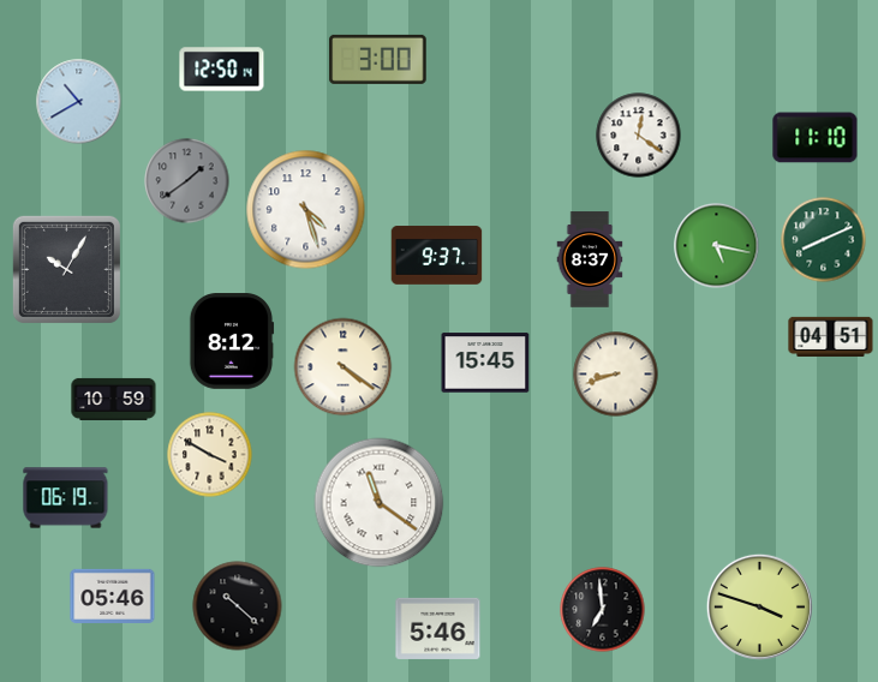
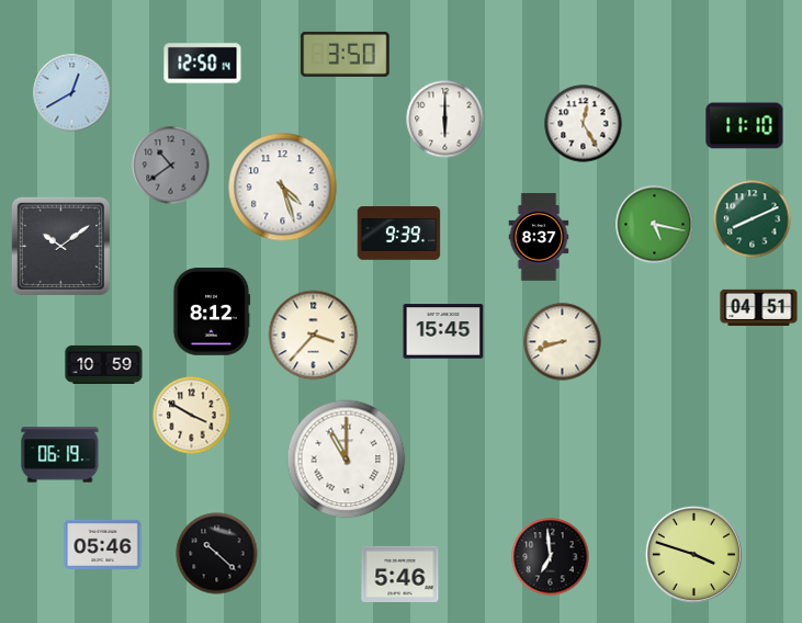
clock at (378, 59): 3:00 -> 3:50
clock at (79, 102): 10:40 -> 12:40
clock at (445, 120): none -> 6:00
clock at (639, 136): 12:21 -> 12:25
clock at (187, 181): 1:39 -> 10:39
clock at (306, 210) position: (306, 210) -> (283, 188)
clock at (437, 256): 9:37 -> 9:39
clock at (66, 269): 10:05 -> 10:09
clock at (344, 367): 4:21 -> 3:37
clock at (380, 503): 11:21 -> 11:00
